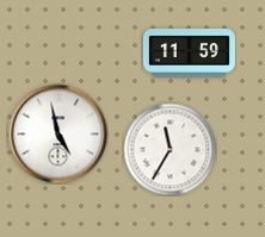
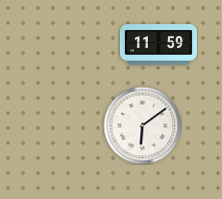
clock at (57, 133): 4:58 -> none
clock at (170, 149): 11:35 -> 6:09
